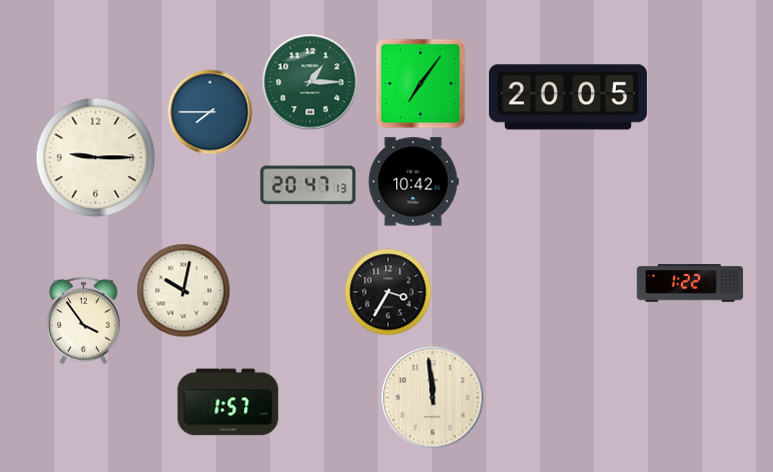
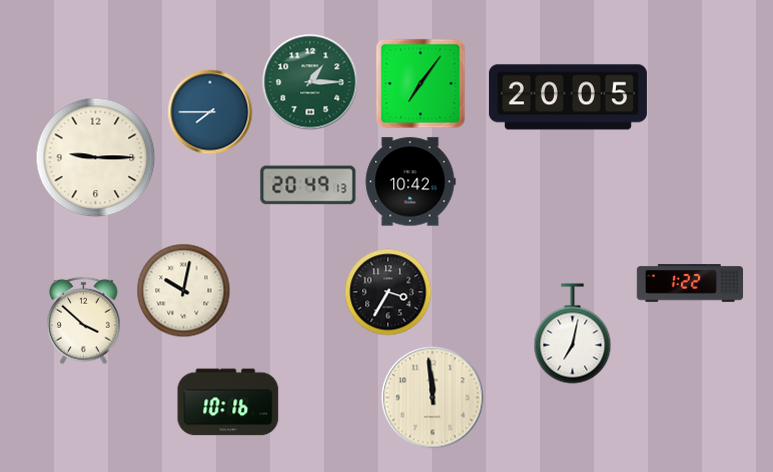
clock at (413, 182) position: (413, 182) -> (410, 182)
clock at (308, 185): 20:47 -> 20:49
clock at (84, 321): 3:54 -> 3:52
clock at (573, 334): none -> 7:02
clock at (228, 402): 1:57 -> 10:16
